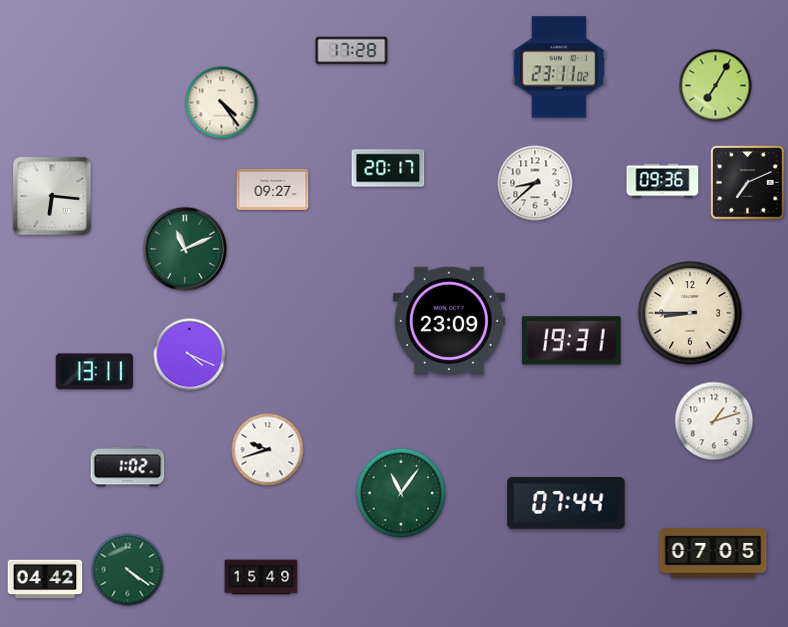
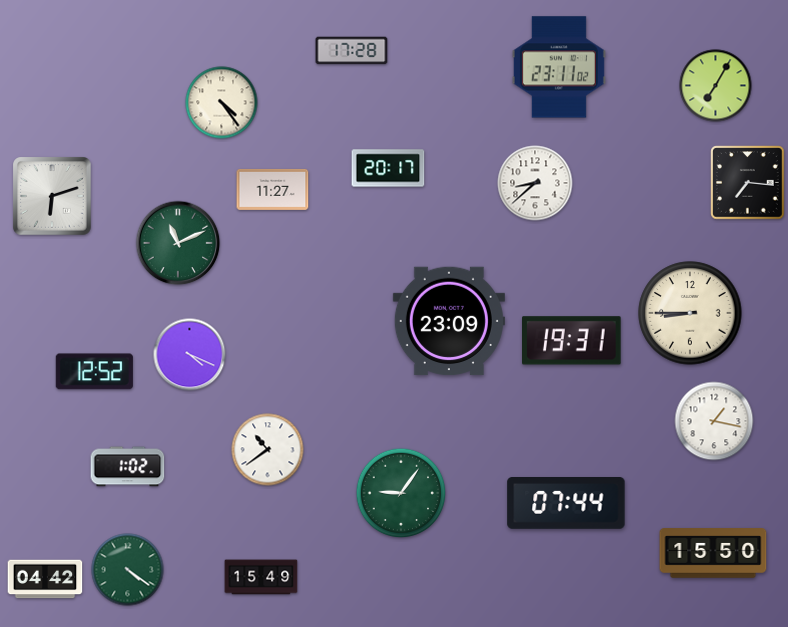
clock at (663, 181): 09:36 -> none
clock at (748, 183): 7:11 -> 7:16
clock at (273, 189): 09:27 -> 11:27
clock at (52, 196): 6:16 -> 6:12
clock at (185, 249) position: (185, 249) -> (178, 243)
clock at (94, 372): 13:11 -> 12:52
clock at (714, 421): 1:12 -> 1:17
clock at (268, 450): 9:42 -> 10:39
clock at (401, 493): 11:06 -> 9:06
clock at (713, 553): 07:05 -> 15:50
